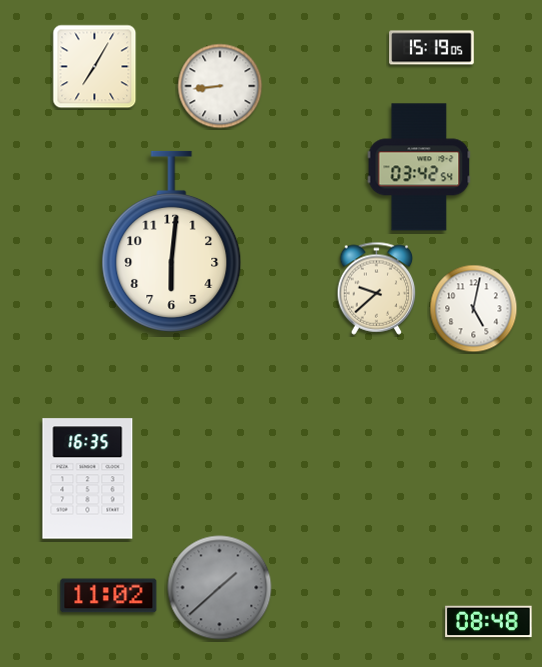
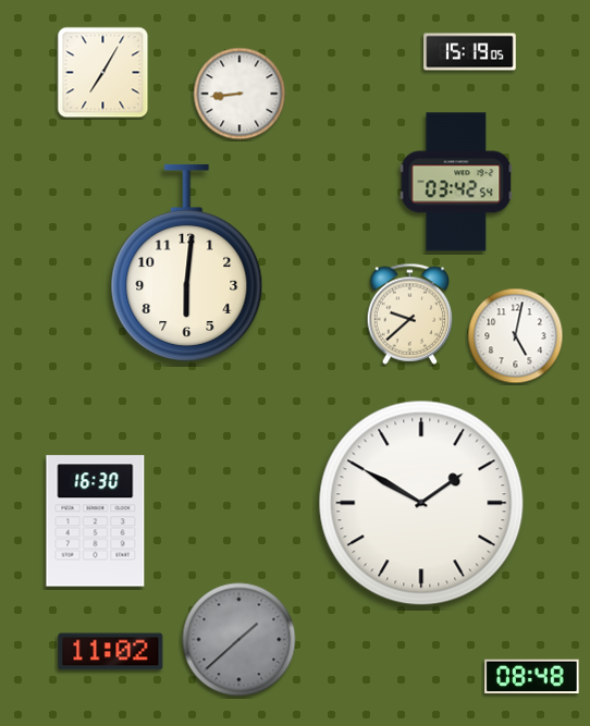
clock at (421, 503): none -> 1:50
clock at (88, 479): 16:35 -> 16:30
clock at (109, 596) position: (109, 596) -> (111, 652)
